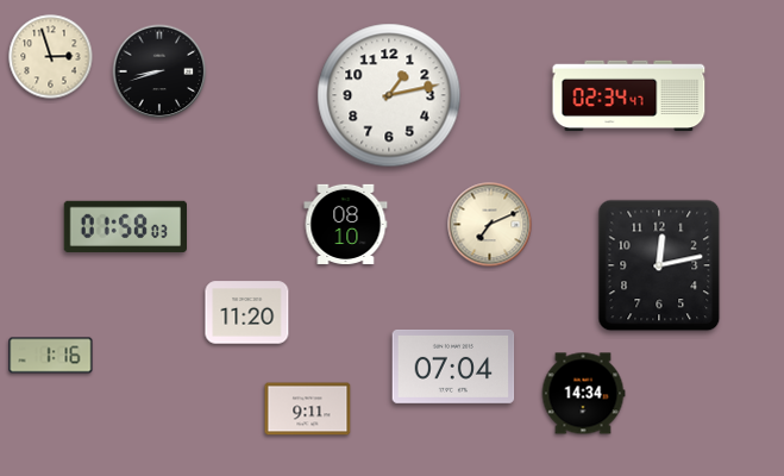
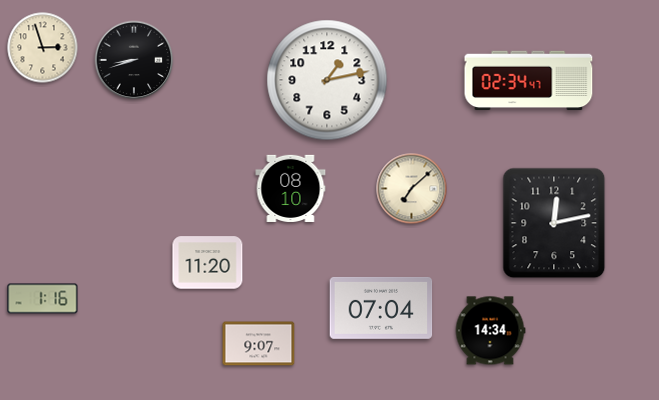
clock at (490, 225): 7:11 -> 7:08
clock at (125, 226): 01:58 -> none
clock at (308, 409): 9:11 -> 9:07
